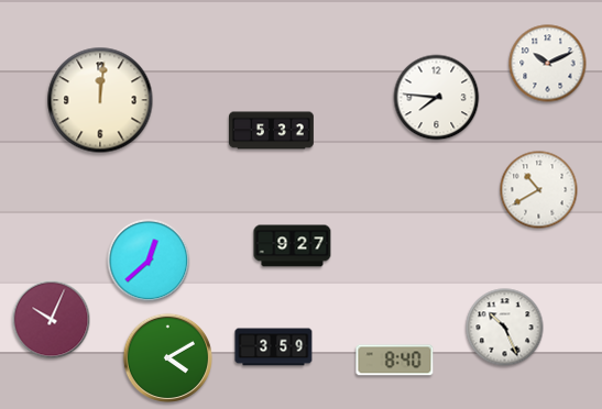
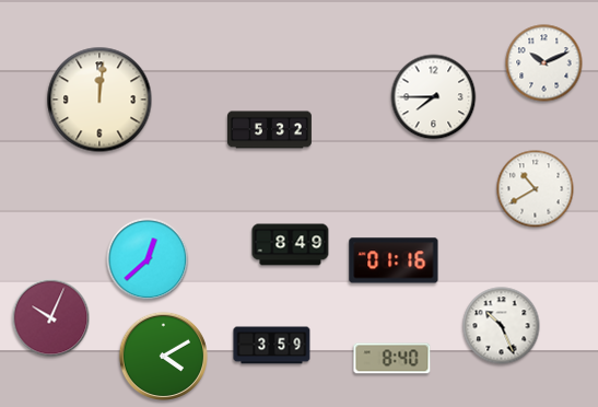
clock at (437, 98): 7:46 -> 7:45
clock at (293, 246): 9:27 -> 8:49
clock at (394, 260): none -> 01:16
clock at (167, 357) position: (167, 357) -> (163, 356)
